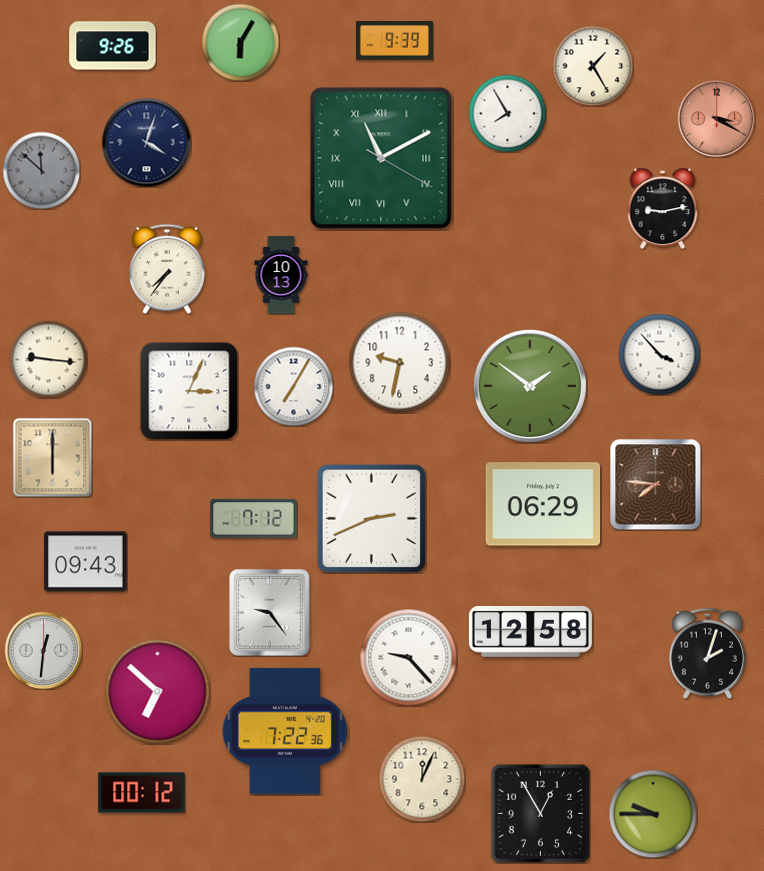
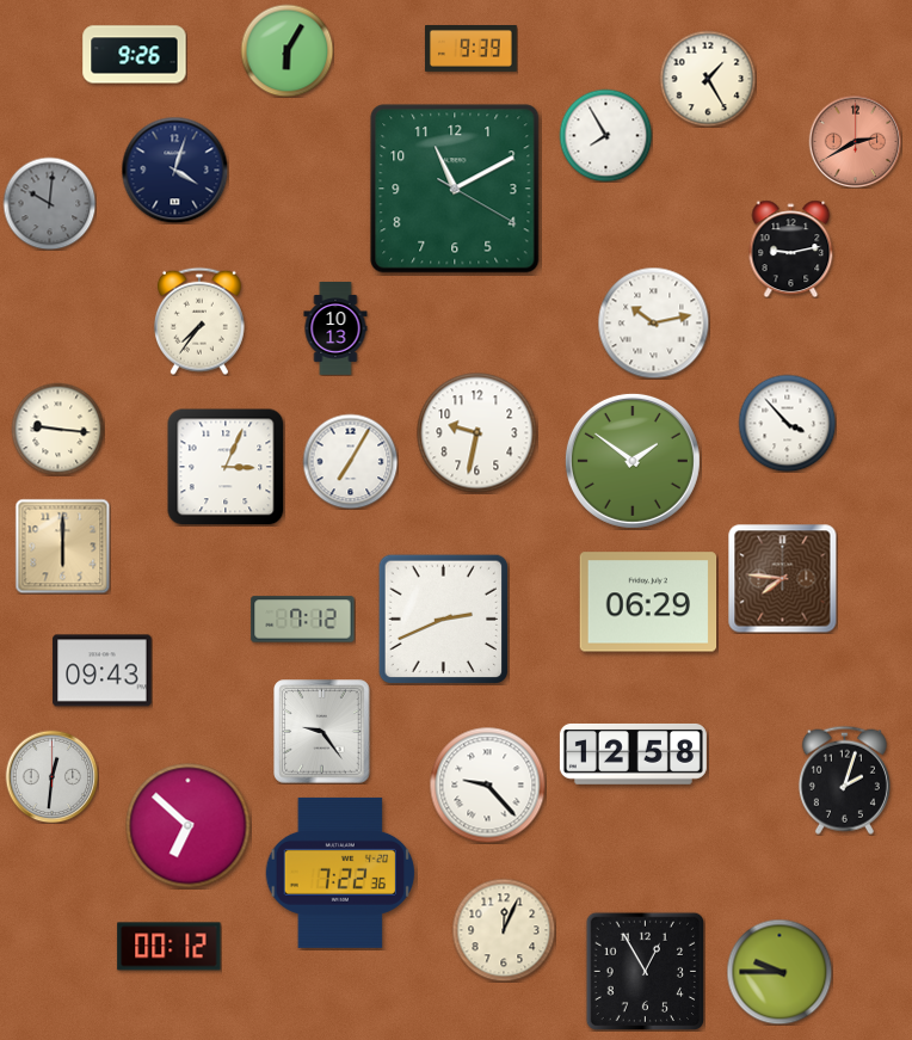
clock at (716, 118): 3:20 -> 2:40
clock at (381, 158) numerals: Roman -> Arabic
clock at (41, 170): 11:52 -> 10:01
clock at (653, 322): none -> 10:13
